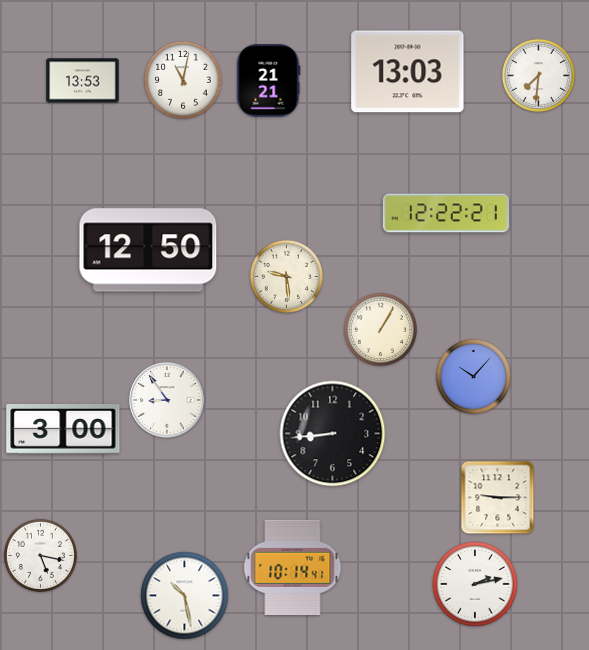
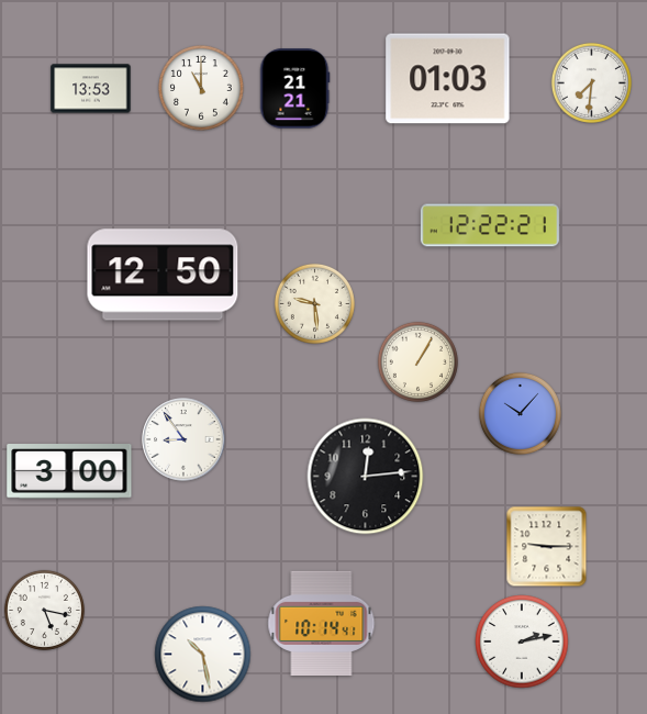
clock at (408, 72): 13:03 -> 01:03
clock at (184, 81): 11:02 -> 11:00
clock at (446, 213) position: (446, 213) -> (490, 225)
clock at (333, 434): 8:44 -> 12:14
